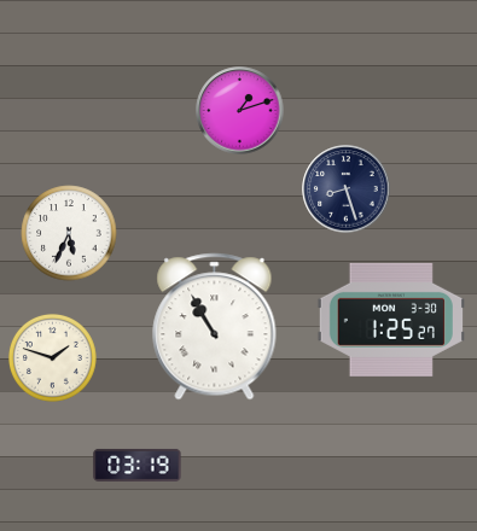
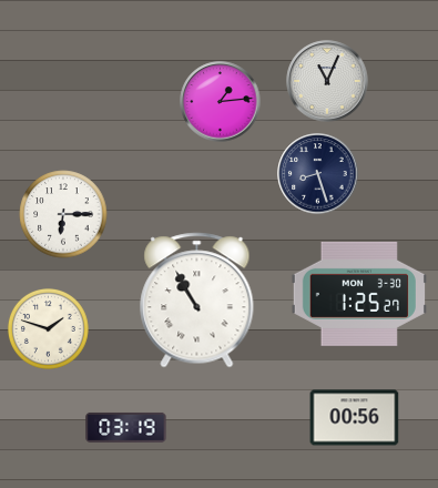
clock at (327, 81): none -> 11:04
clock at (240, 111): 1:12 -> 1:14
clock at (69, 233): 5:34 -> 6:15
clock at (355, 418): none -> 00:56
